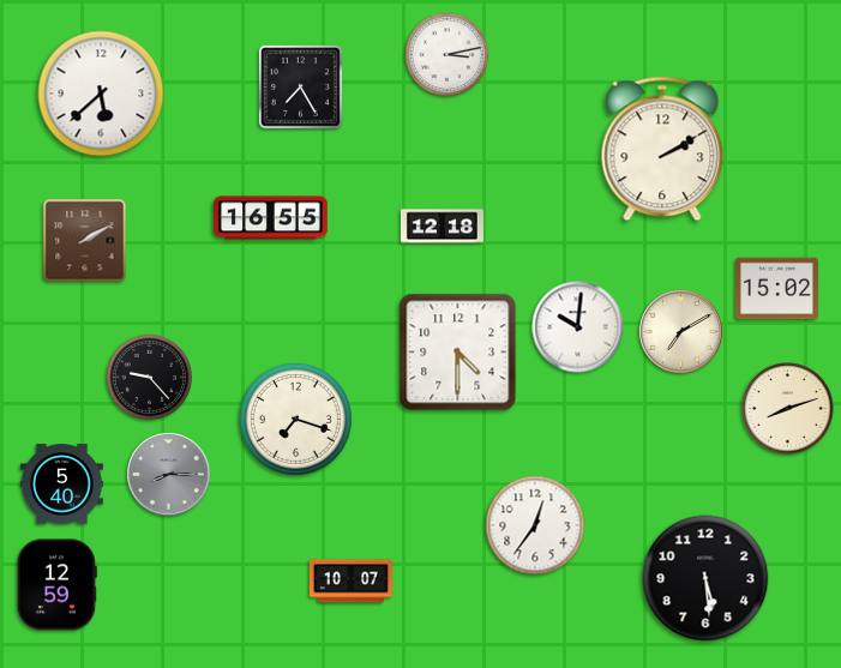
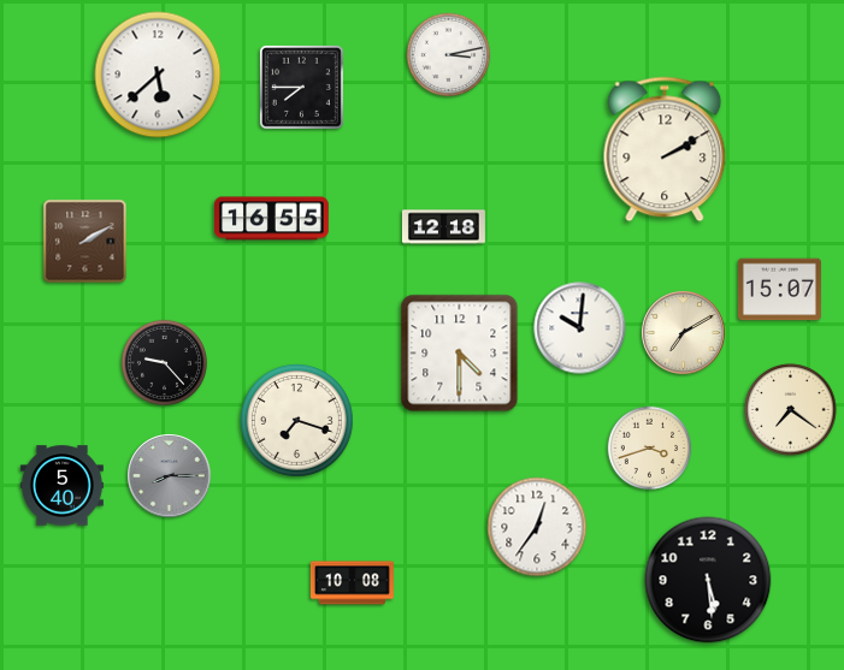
clock at (300, 86): 7:25 -> 7:45
clock at (101, 94) position: (101, 94) -> (158, 75)
clock at (776, 289): 15:02 -> 15:07
clock at (149, 377) position: (149, 377) -> (164, 362)
clock at (788, 409): 8:12 -> 7:21
clock at (650, 449): none -> 3:42
clock at (350, 582): 10:07 -> 10:08
clock at (56, 585): 12:59 -> none
